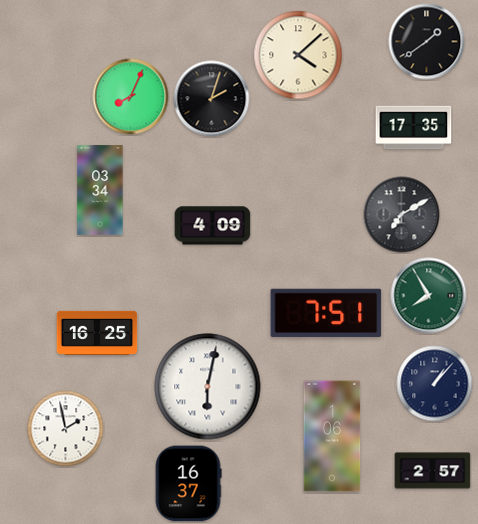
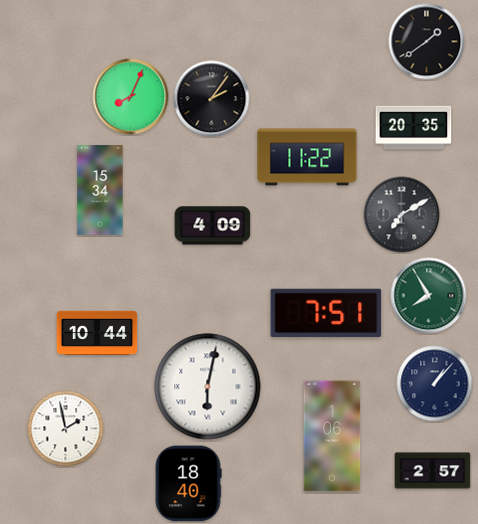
clock at (298, 55): 4:08 -> none
clock at (212, 99): 2:03 -> 2:06
clock at (414, 128): 17:35 -> 20:35
clock at (307, 157): none -> 11:22
clock at (100, 190): 03:34 -> 15:34
clock at (97, 333): 16:25 -> 10:44
clock at (188, 484): 16:37 -> 18:40
